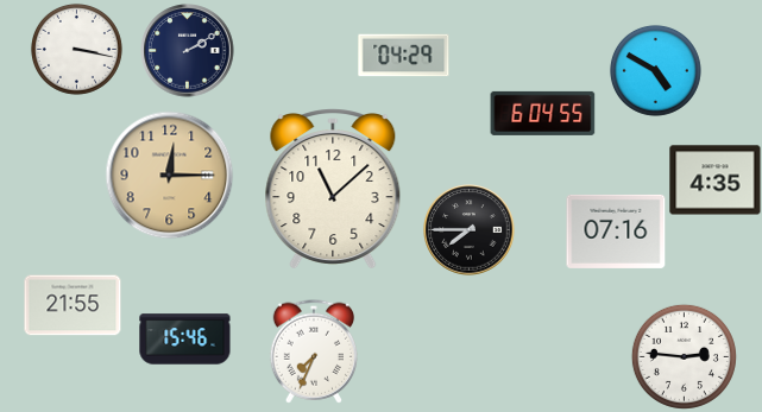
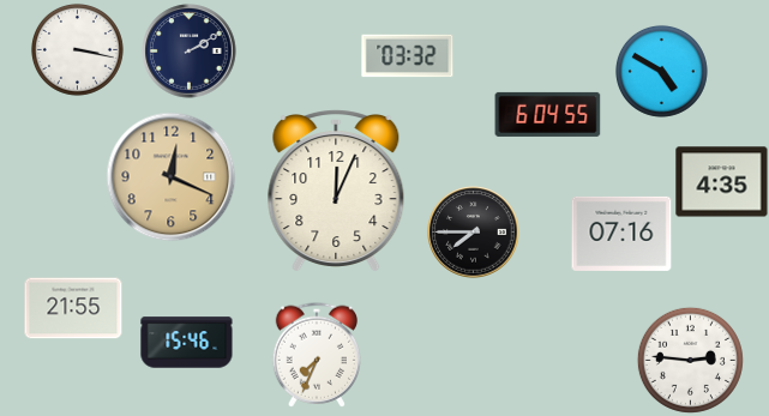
clock at (404, 56): 04:29 -> 03:32
clock at (170, 176): 12:15 -> 12:19
clock at (333, 189): 11:08 -> 12:04
